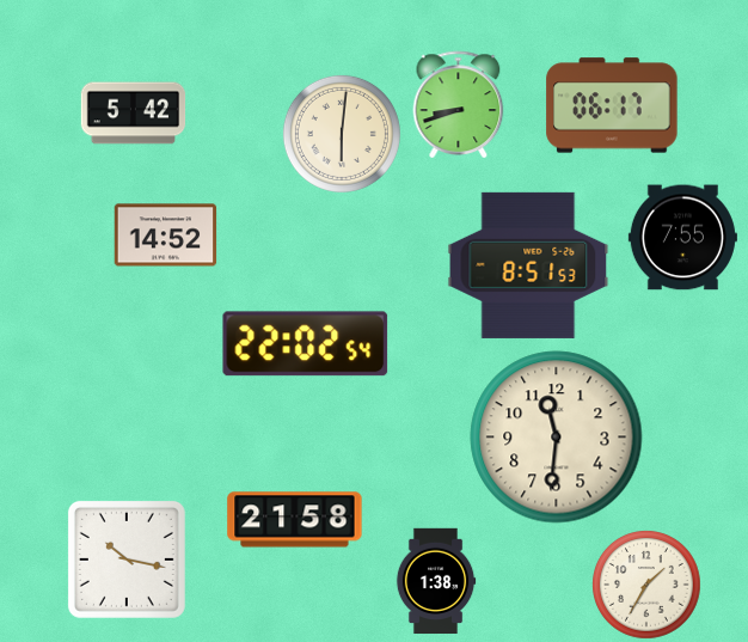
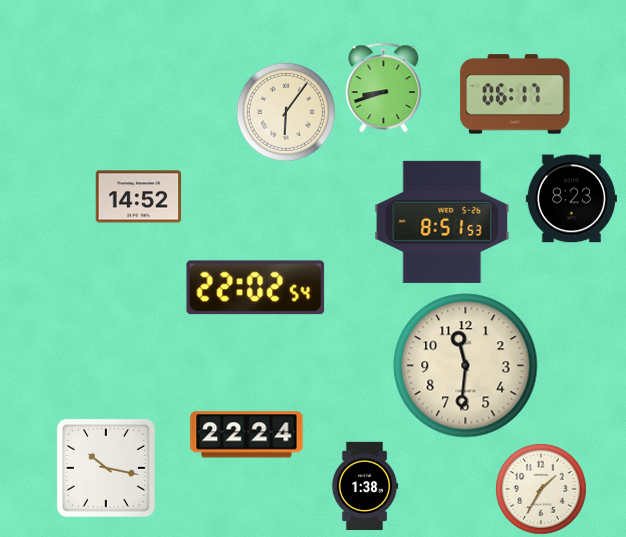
clock at (612, 105) position: (612, 105) -> (515, 94)
clock at (133, 114): 5:42 -> none
clock at (342, 134): 6:01 -> 6:06
clock at (682, 238): 7:55 -> 8:23
clock at (295, 520): 21:58 -> 22:24
